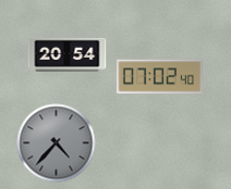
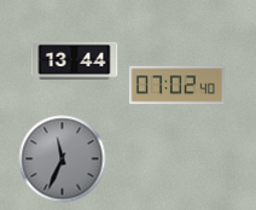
clock at (68, 54): 20:54 -> 13:44
clock at (57, 143): 4:37 -> 11:34
